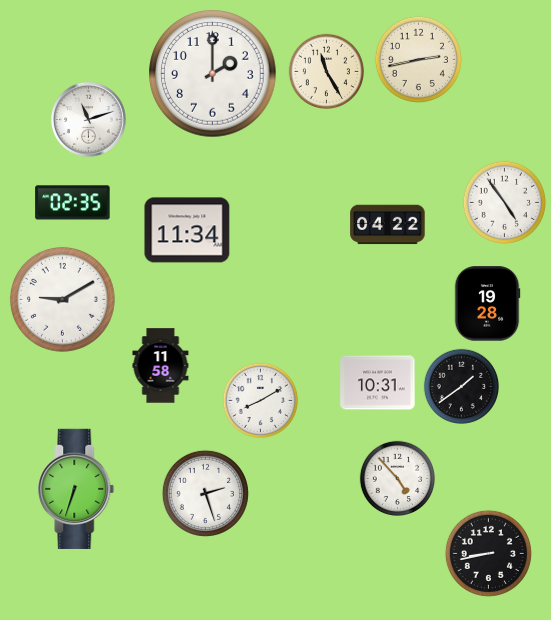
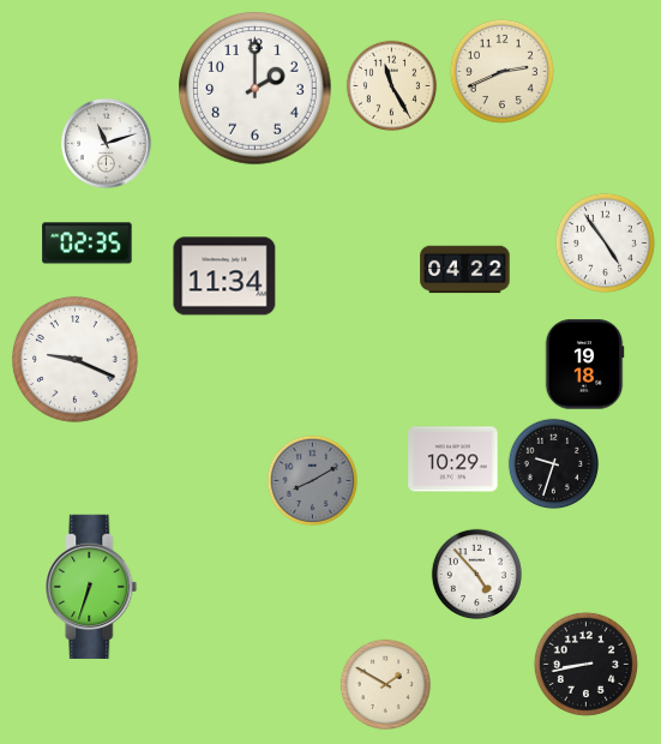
clock at (418, 59): 2:43 -> 2:41
clock at (62, 299): 9:10 -> 9:19
clock at (487, 304): 19:28 -> 19:18
clock at (161, 366): 11:58 -> none
clock at (378, 383): 10:31 -> 10:29
clock at (461, 386): 1:39 -> 9:33
clock at (260, 400) dial: white -> grey
clock at (205, 493): 2:27 -> none
clock at (385, 684): none -> 1:50
